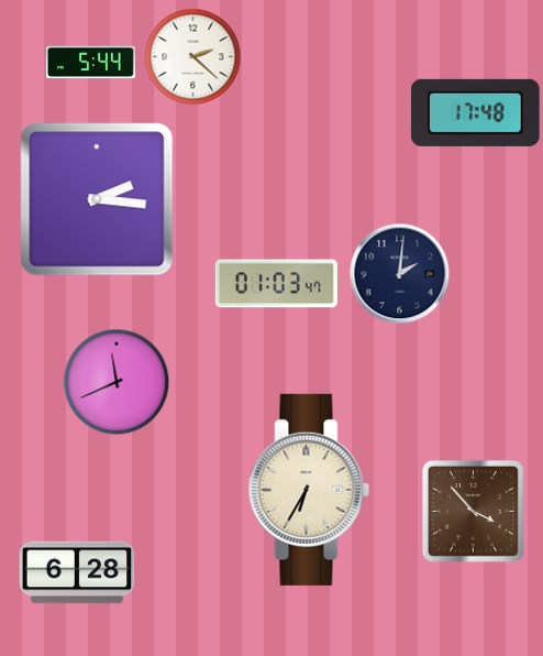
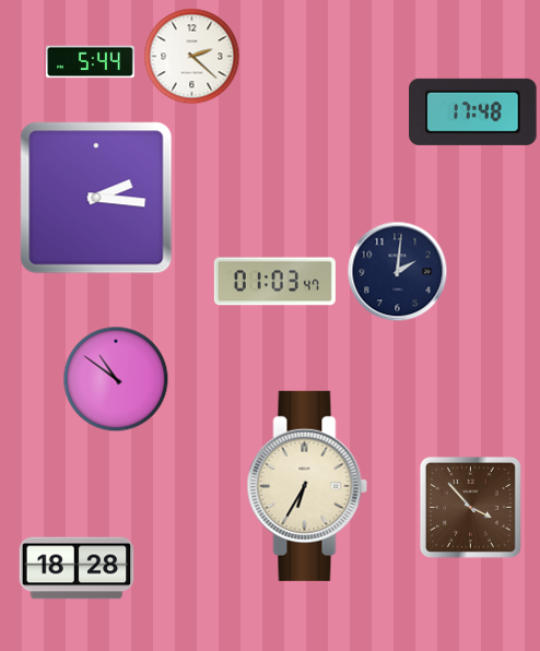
clock at (117, 382): 11:41 -> 10:51
clock at (77, 572): 6:28 -> 18:28
